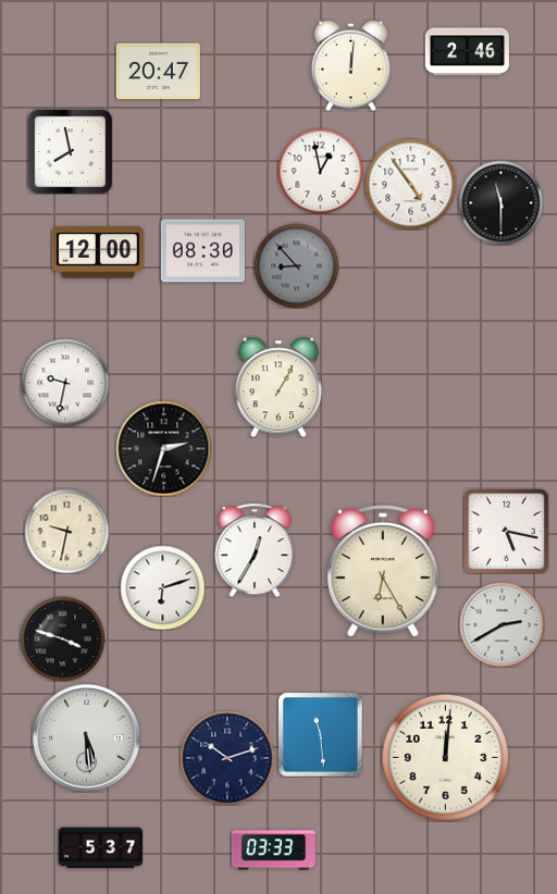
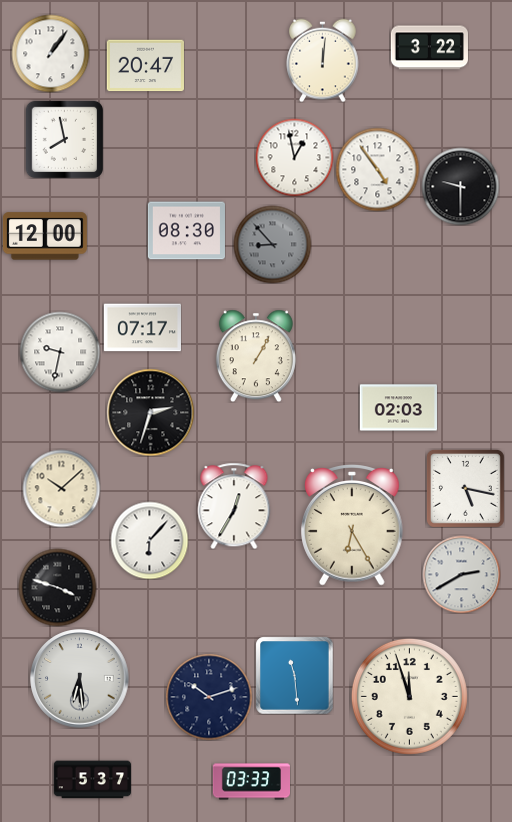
clock at (467, 52): 2:46 -> 3:22
clock at (50, 53): none -> 1:06
clock at (500, 202): 11:30 -> 9:30
clock at (98, 252) position: (98, 252) -> (45, 236)
clock at (142, 328): none -> 07:17
clock at (398, 408): none -> 02:03
clock at (66, 531): 9:32 -> 10:08
clock at (162, 587): 6:12 -> 6:07
clock at (87, 738): 5:29 -> 6:29
clock at (445, 757): 12:01 -> 11:57
